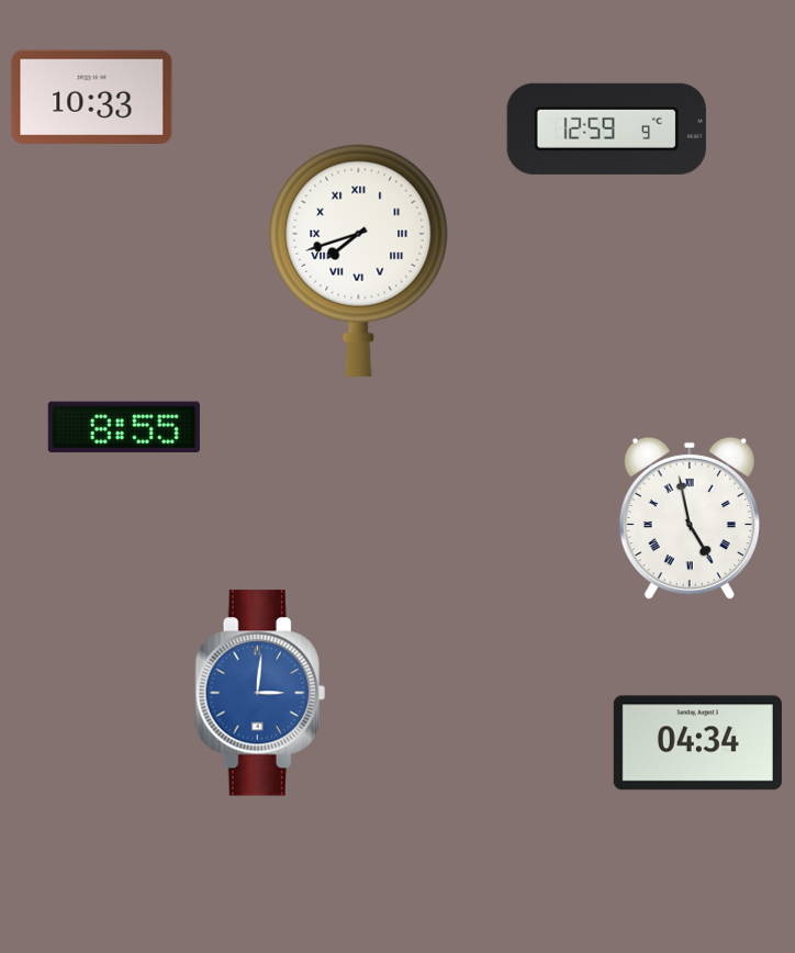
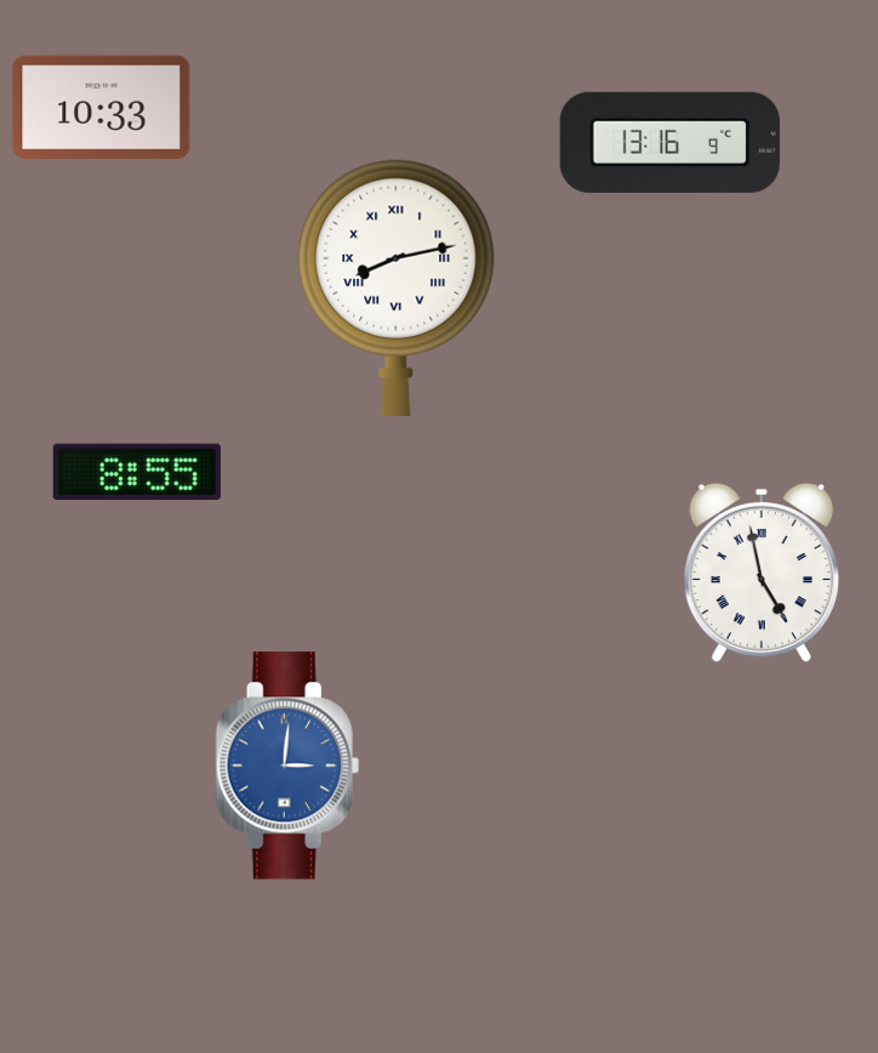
clock at (606, 128): 12:59 -> 13:16
clock at (359, 260): 7:42 -> 8:13
clock at (697, 743): 04:34 -> none
